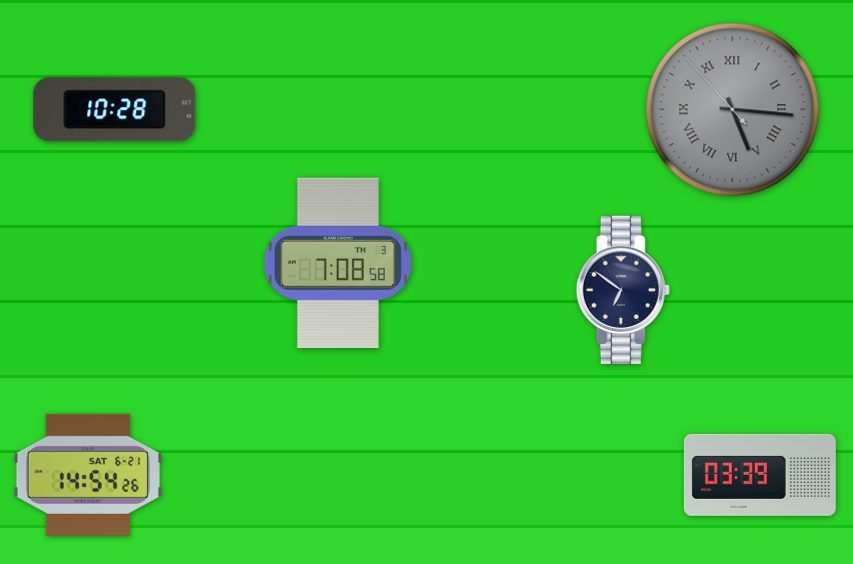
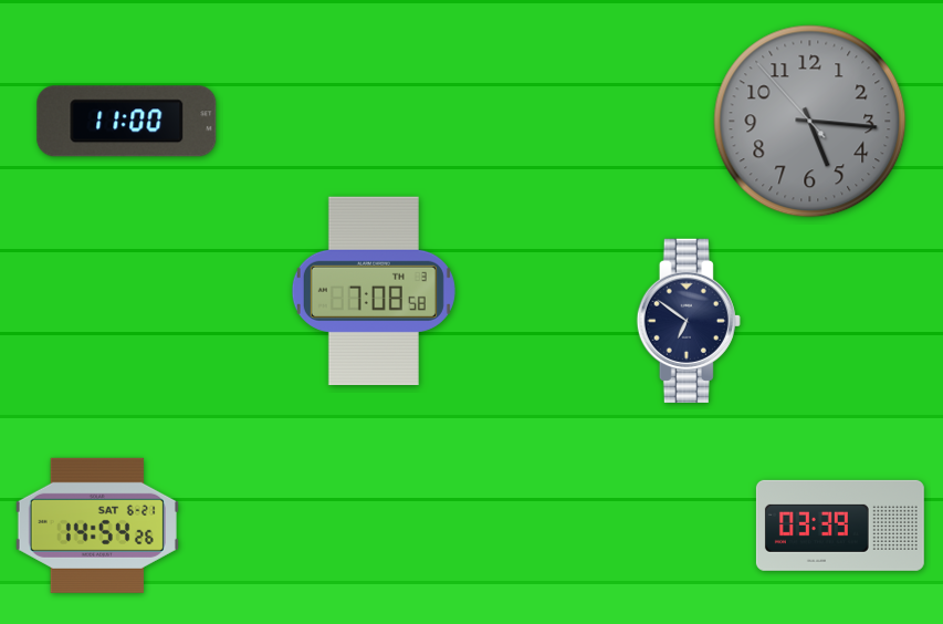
clock at (115, 110): 10:28 -> 11:00
clock at (733, 110) numerals: Roman -> Arabic
